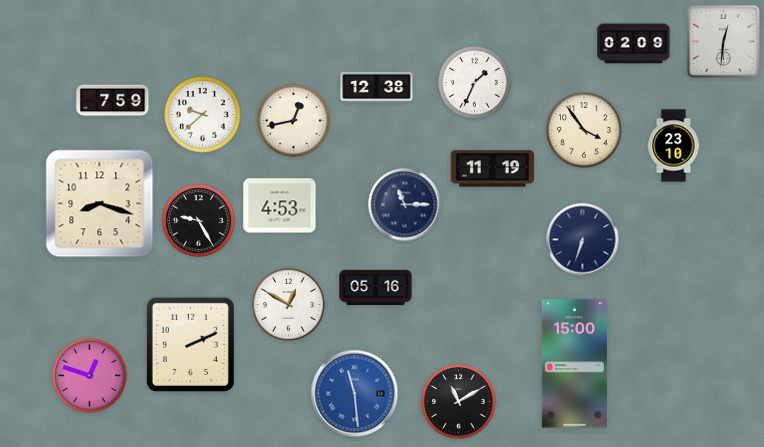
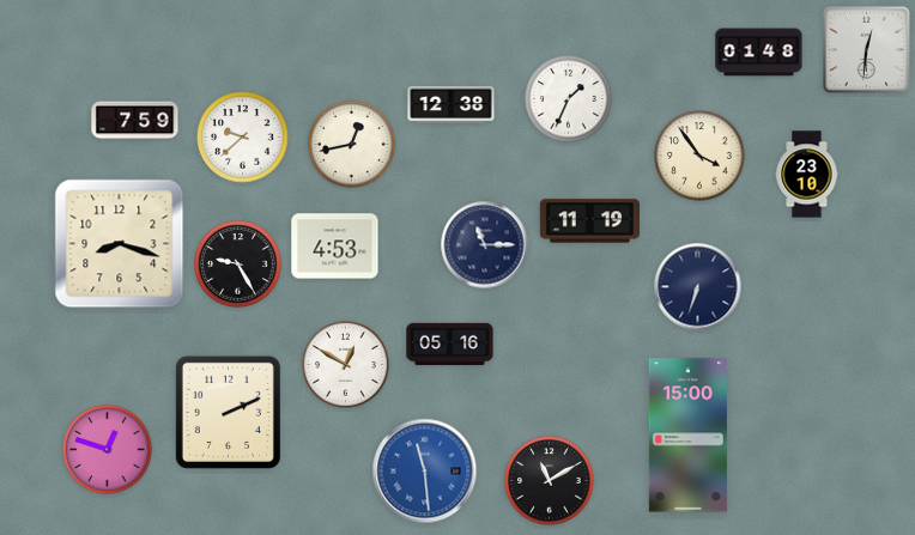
clock at (634, 44): 02:09 -> 01:48
clock at (492, 169) position: (492, 169) -> (589, 221)
